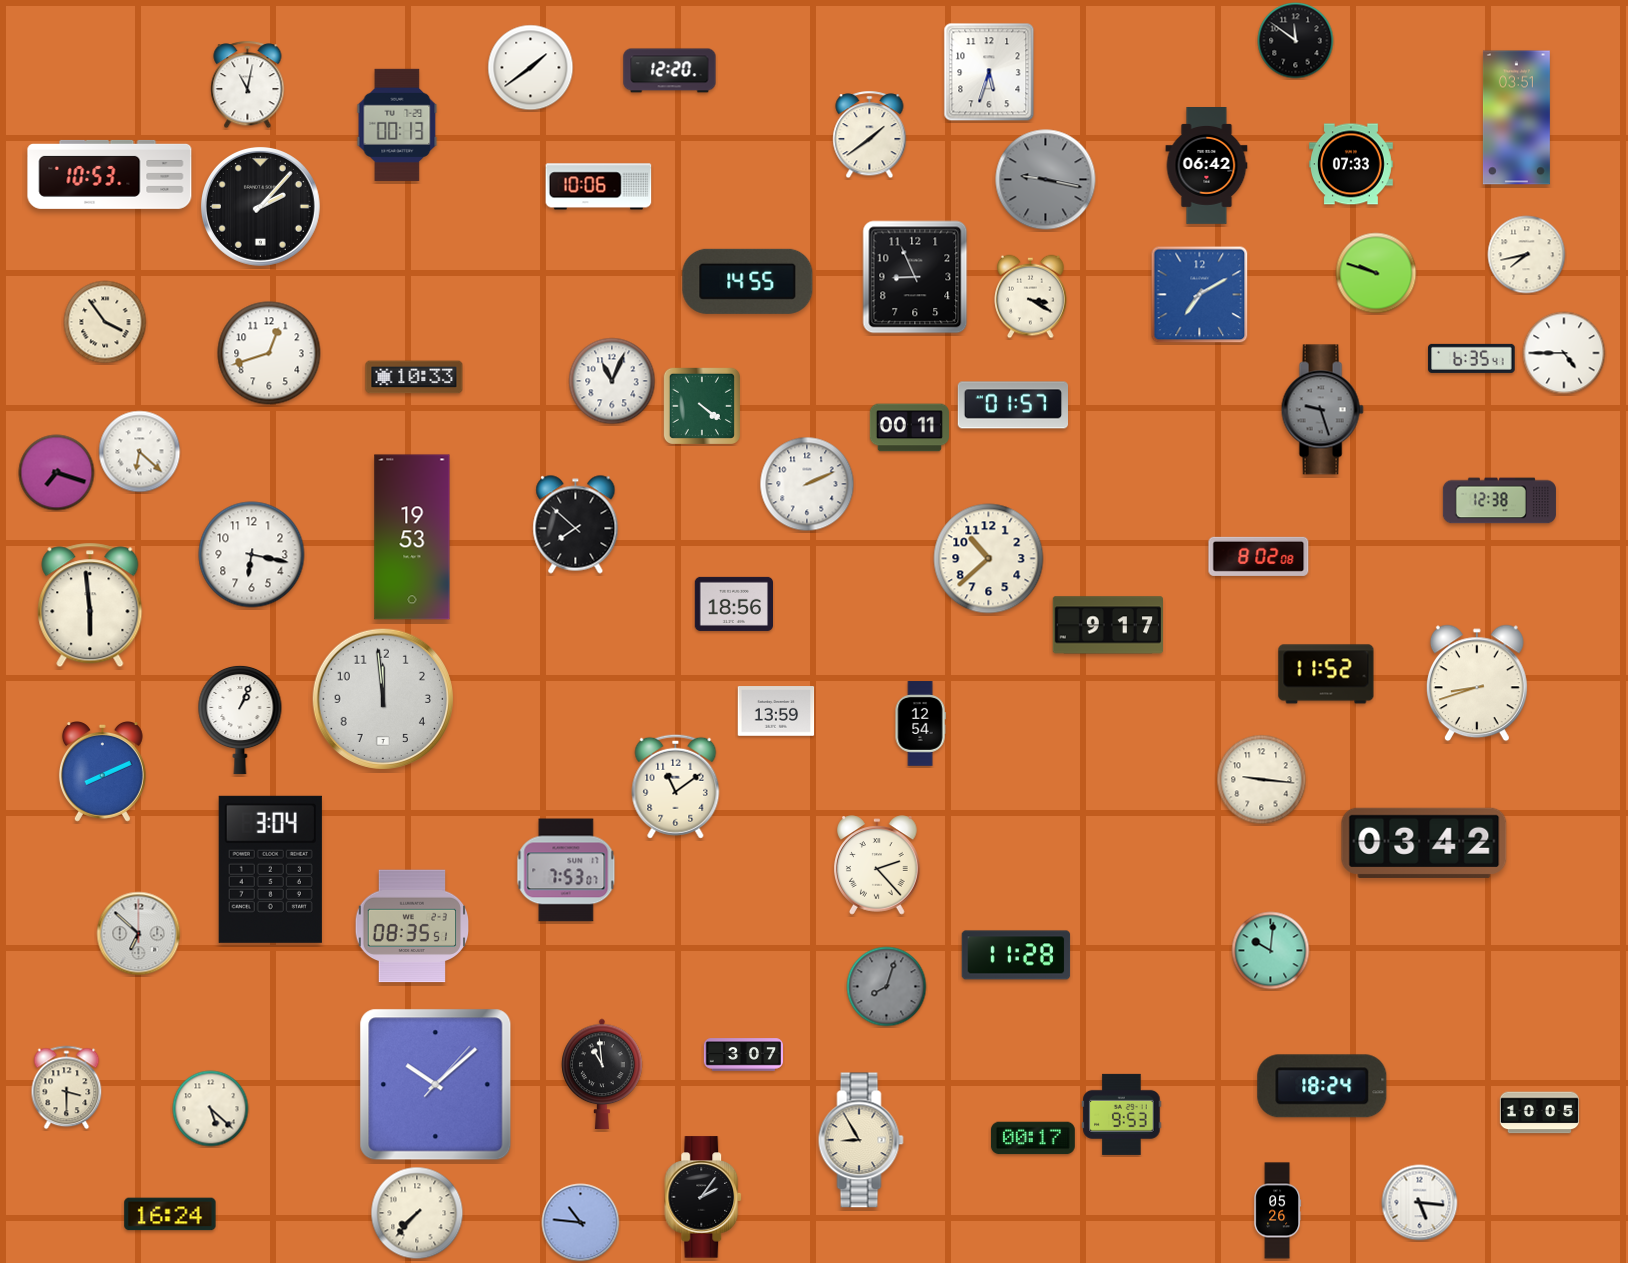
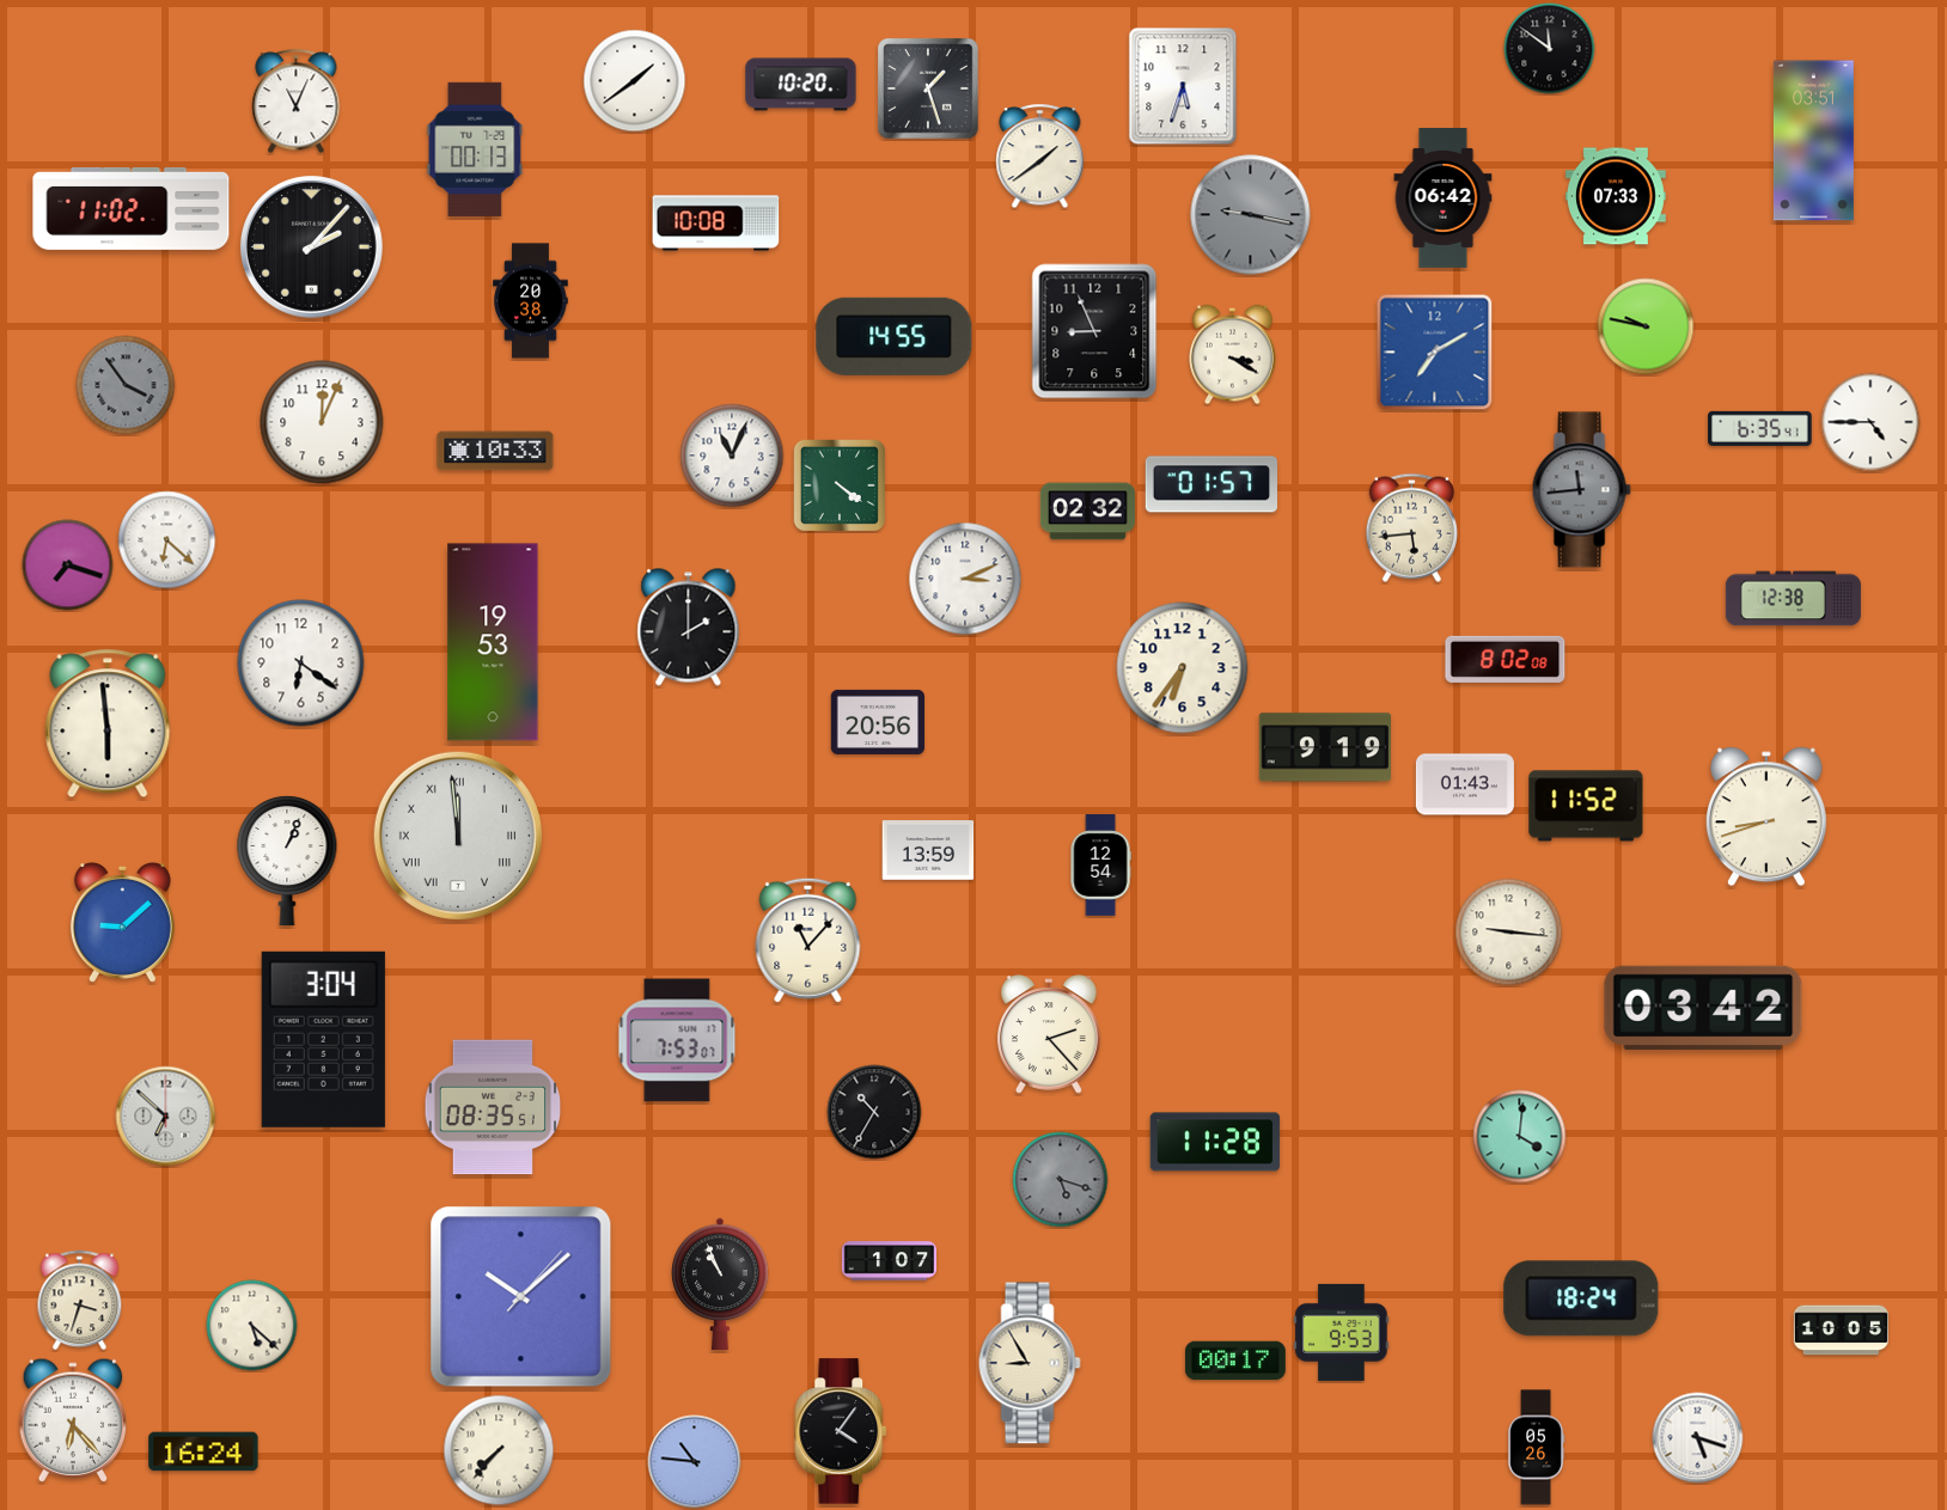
clock at (670, 71): 12:20 -> 10:20
clock at (928, 88): none -> 1:27
clock at (248, 85): 11:02 -> 11:04
clock at (870, 135) position: (870, 135) -> (1040, 157)
clock at (110, 174): 10:53 -> 11:02
clock at (599, 187): 10:06 -> 10:08
clock at (531, 301): none -> 20:38
clock at (1527, 255): 7:43 -> none
clock at (1376, 273): 9:48 -> 9:47
clock at (105, 322) dial: cream -> grey
clock at (269, 353): 12:42 -> 12:04
clock at (1322, 410): 9:27 -> 11:44
clock at (909, 428): 00:11 -> 02:32
clock at (1411, 527): none -> 5:44
clock at (807, 484): 2:11 -> 3:11
clock at (576, 525): 7:52 -> 2:00
clock at (252, 555): 6:17 -> 6:21
clock at (1259, 556) position: (1259, 556) -> (1506, 659)
clock at (989, 559): 10:38 -> 6:36
clock at (733, 604): 18:56 -> 20:56
clock at (1108, 625): 9:17 -> 9:19
clock at (1465, 784): none -> 01:43
clock at (382, 698) numerals: Arabic -> Roman
clock at (102, 772): 8:11 -> 9:08
clock at (676, 786): 11:09 -> 11:07
clock at (874, 1112): none -> 10:35
clock at (1271, 951): 10:01 -> 4:01
clock at (887, 987): 8:03 -> 5:18
clock at (743, 1055): 3:07 -> 1:07
clock at (602, 1073): 10:59 -> 10:56
clock at (67, 1088): 3:30 -> 3:33
clock at (73, 1419): none -> 6:23
clock at (704, 1197): 2:06 -> 4:06
clock at (1420, 1203): 5:16 -> 5:18
clock at (1278, 1211) position: (1278, 1211) -> (1537, 1448)
